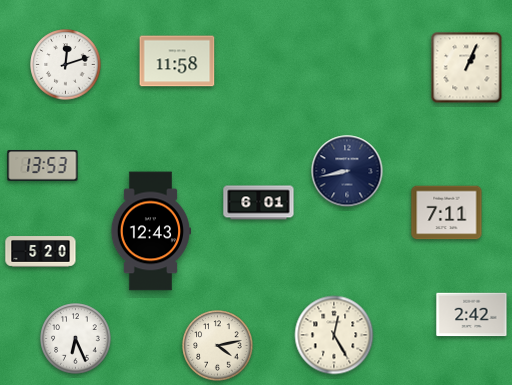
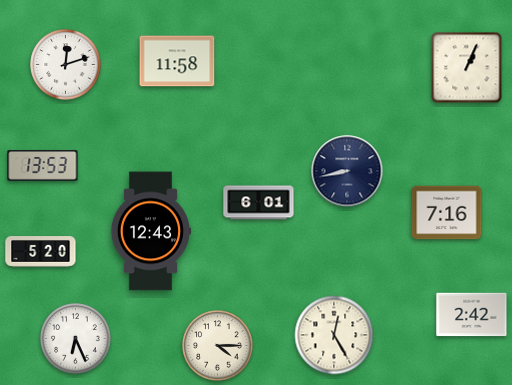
clock at (447, 213): 7:11 -> 7:16
clock at (218, 346): 4:13 -> 4:15
